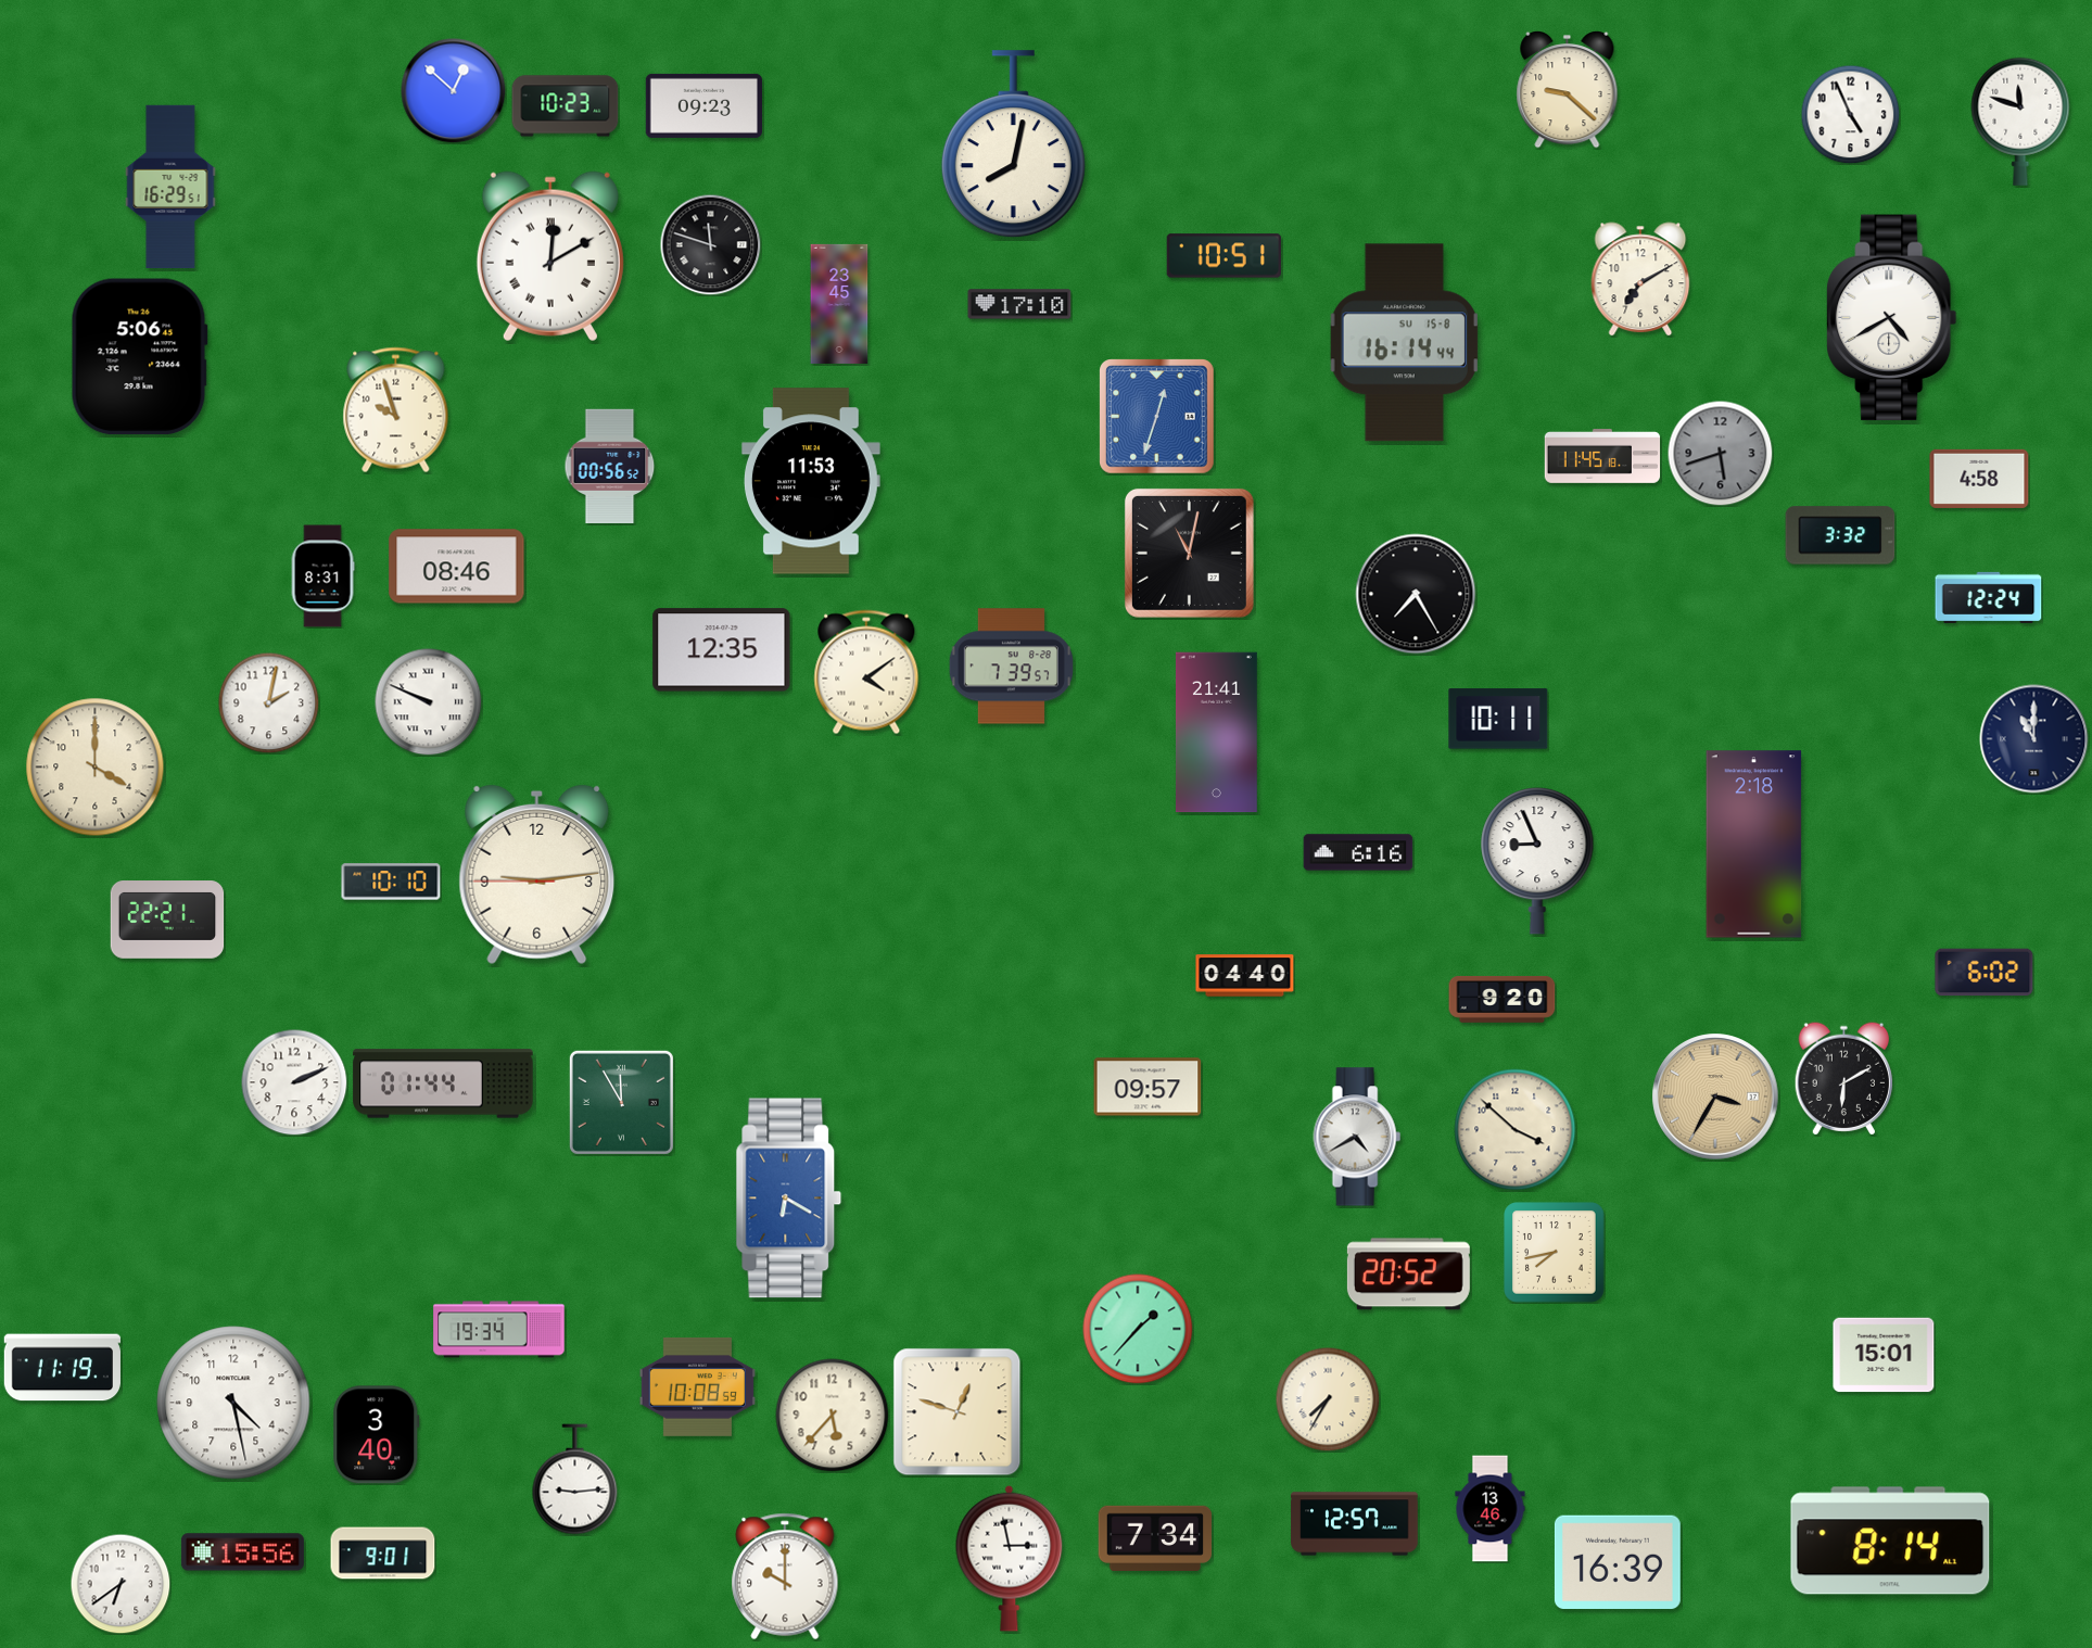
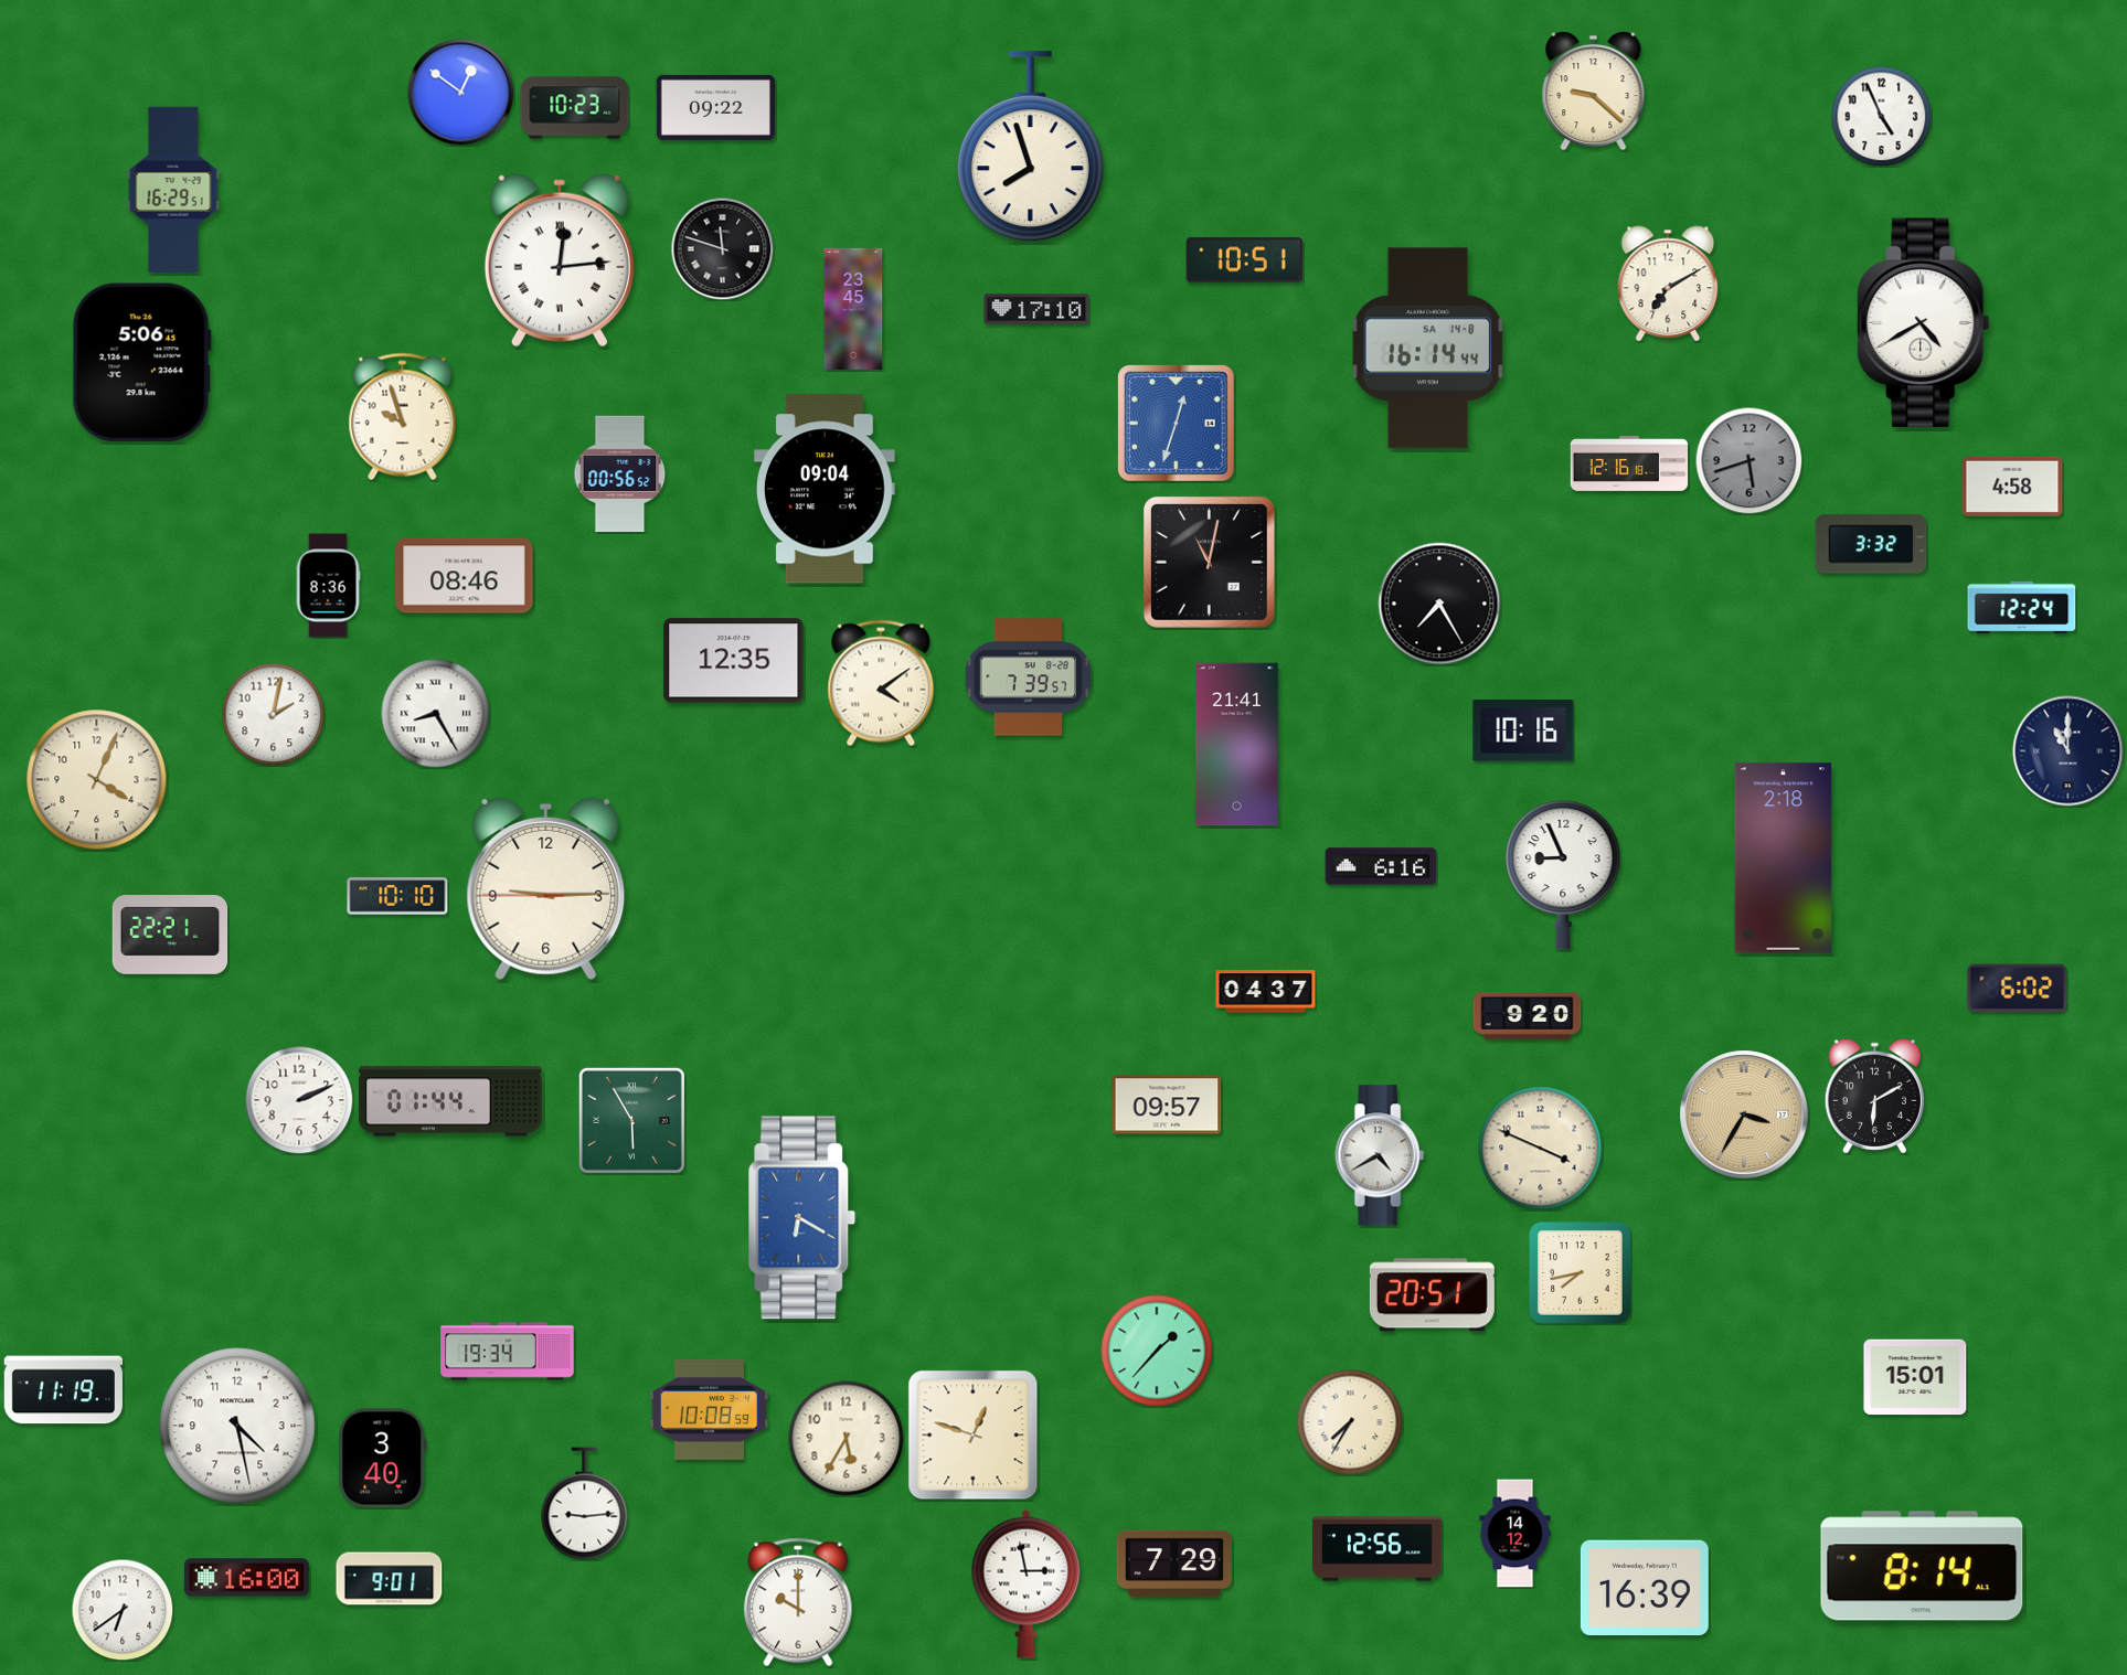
clock at (454, 91): 12:52 -> 12:51
clock at (703, 105): 09:23 -> 09:22
clock at (2020, 122): 11:48 -> none
clock at (1013, 144): 8:02 -> 7:57
clock at (550, 256): 12:10 -> 12:14
clock at (1404, 343) date: SU 15-8 -> SA 14-8
clock at (1602, 457): 11:45 -> 12:16
clock at (811, 481): 11:53 -> 09:04
clock at (322, 576): 8:31 -> 8:36
clock at (429, 702): 9:49 -> 8:25
clock at (1498, 719): 10:11 -> 10:16
clock at (96, 768): 4:00 -> 4:04
clock at (537, 875): 9:13 -> 9:14
clock at (1245, 976): 04:40 -> 04:37
clock at (621, 1102): 11:55 -> 5:55
clock at (1516, 1130): 3:52 -> 3:49
clock at (1408, 1275): 20:52 -> 20:51
clock at (833, 1416): 5:37 -> 5:35
clock at (1491, 1509): 13:46 -> 14:12
clock at (1355, 1524): 12:57 -> 12:56
clock at (1155, 1537): 7:34 -> 7:29
clock at (242, 1552): 15:56 -> 16:00
